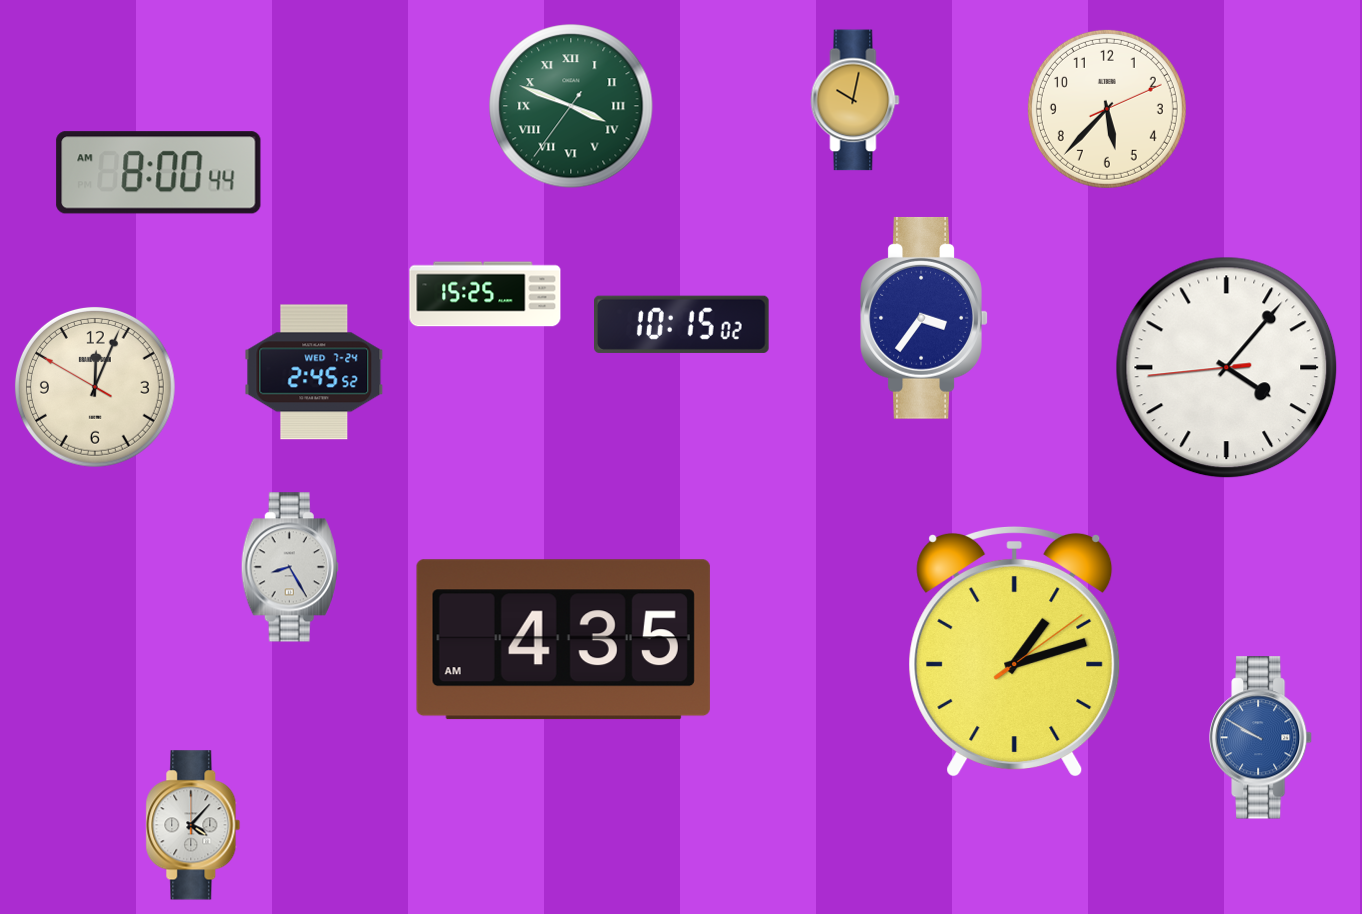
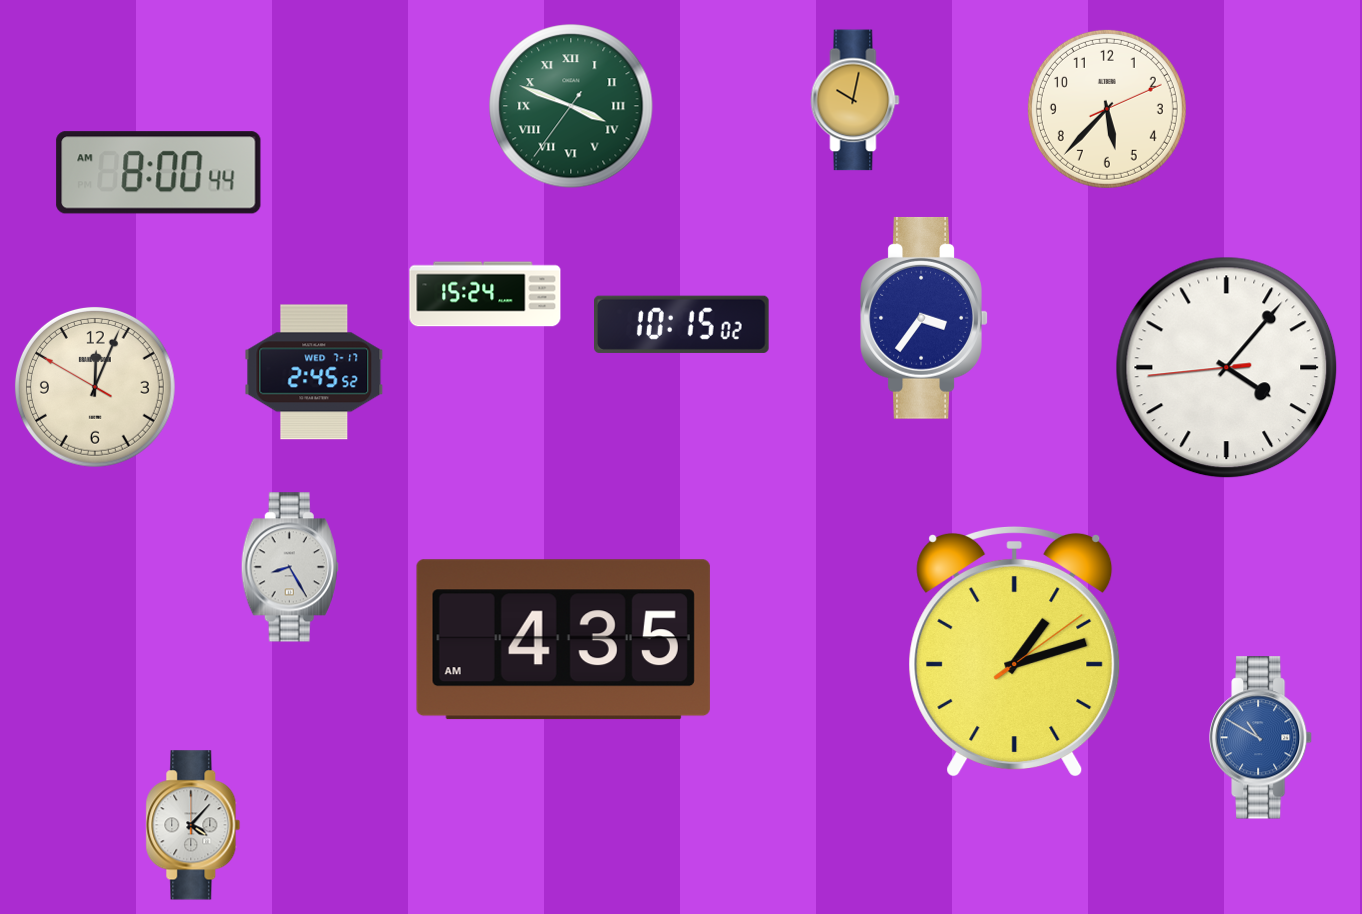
clock at (485, 294): 15:25 -> 15:24
clock at (314, 372) date: WED 7-24 -> WED 7-17
clock at (1262, 738): 9:50 -> 10:50
